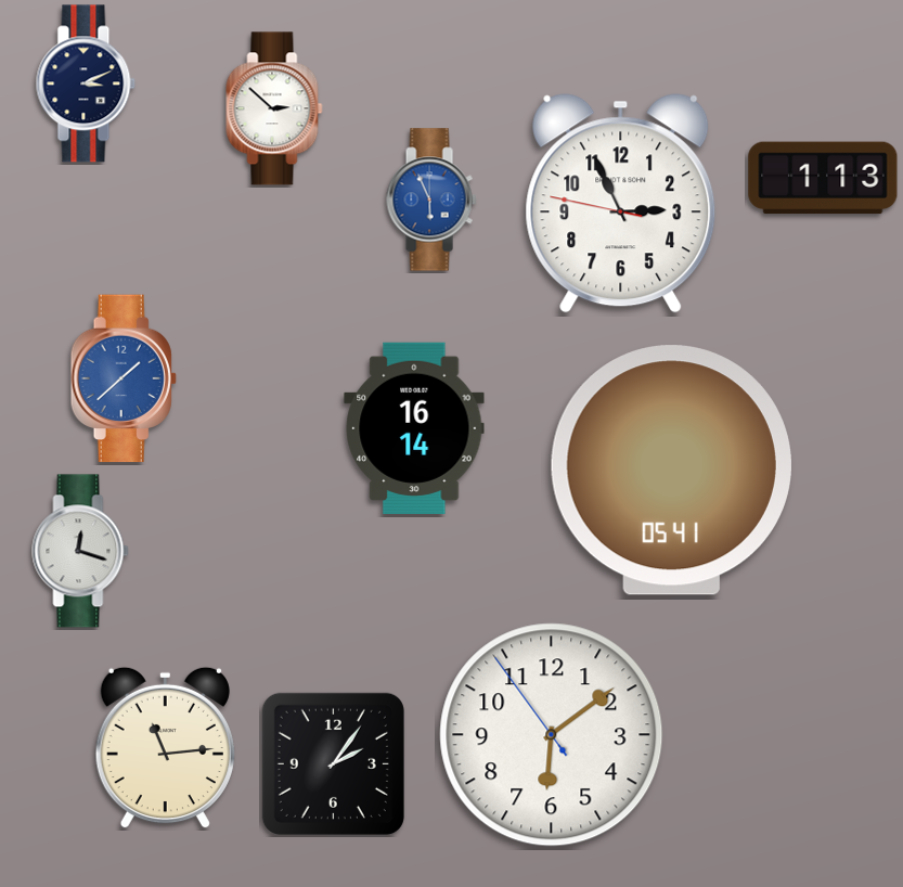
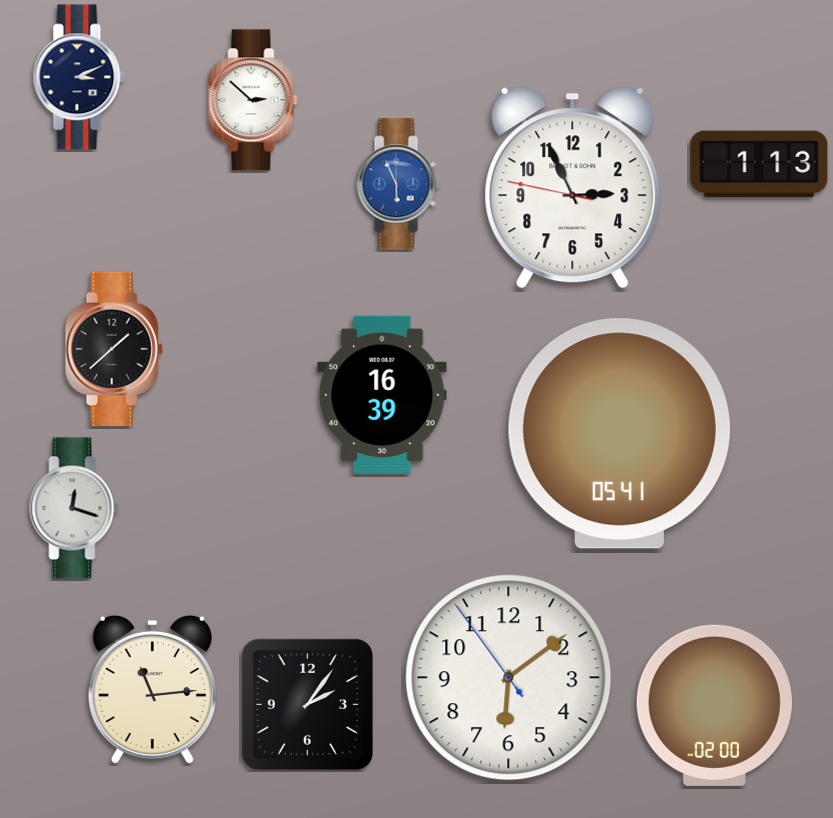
clock at (124, 378) dial: blue -> black
clock at (414, 428): 16:14 -> 16:39
clock at (714, 705): none -> 02:00
